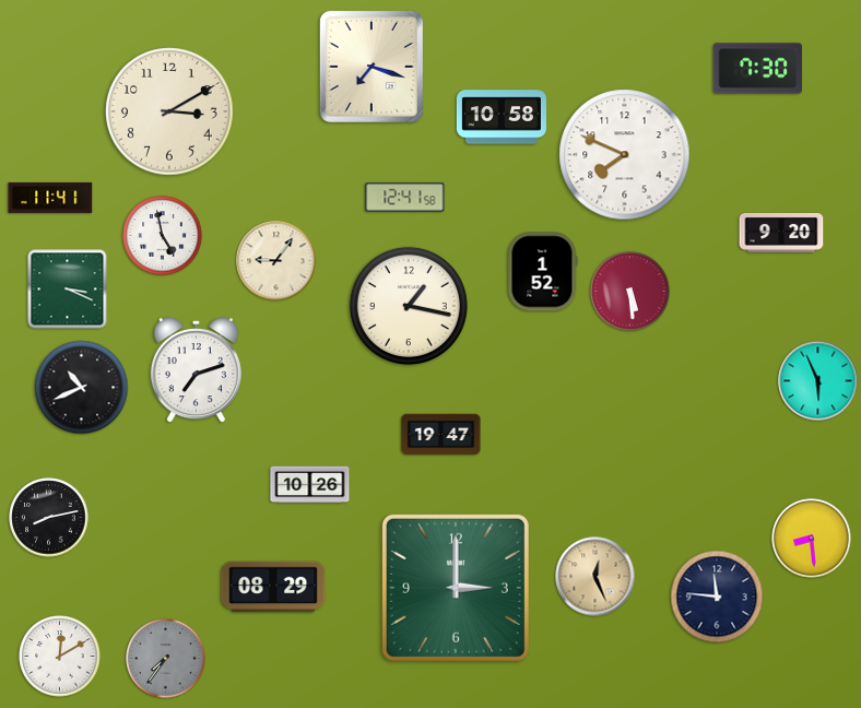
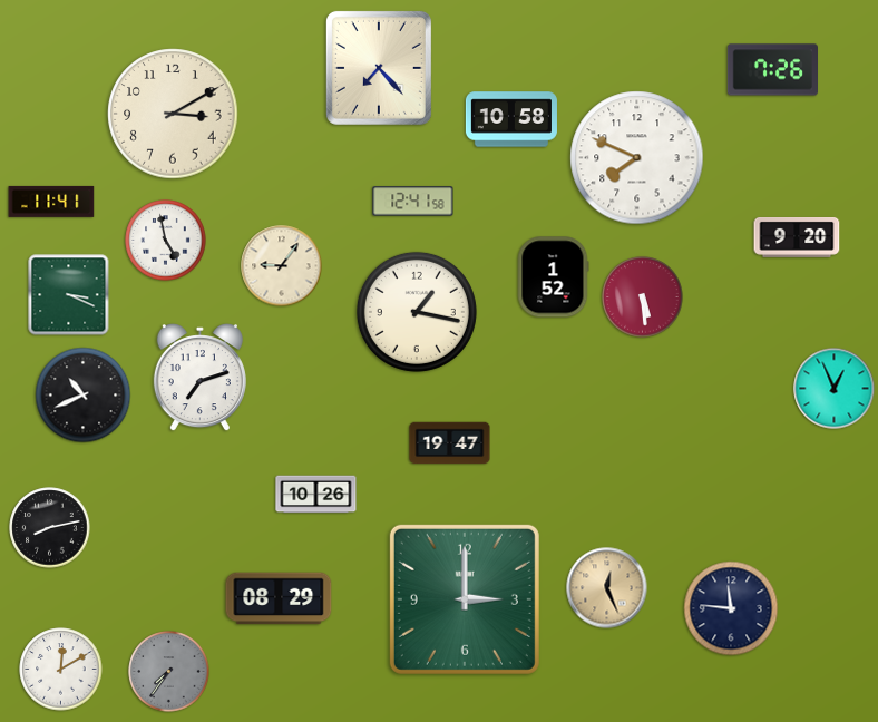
clock at (371, 67): 7:18 -> 7:23
clock at (757, 69): 7:30 -> 7:26
clock at (818, 381): 5:56 -> 12:56
clock at (812, 539): 8:29 -> none
